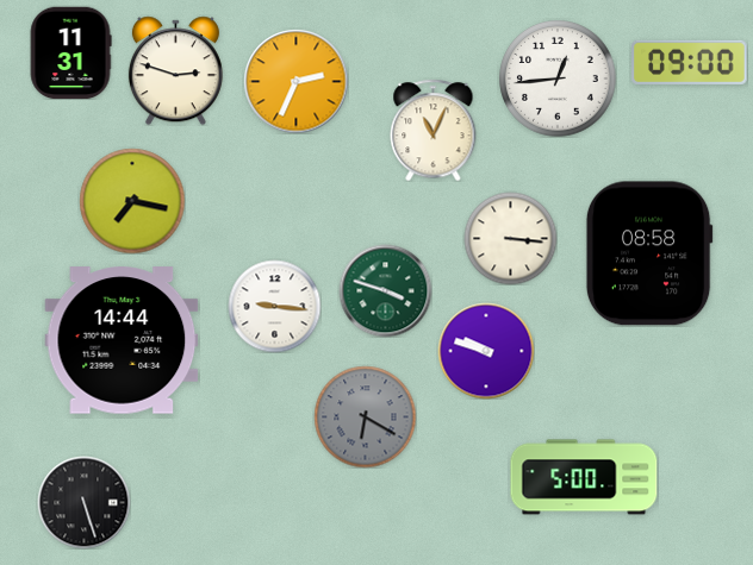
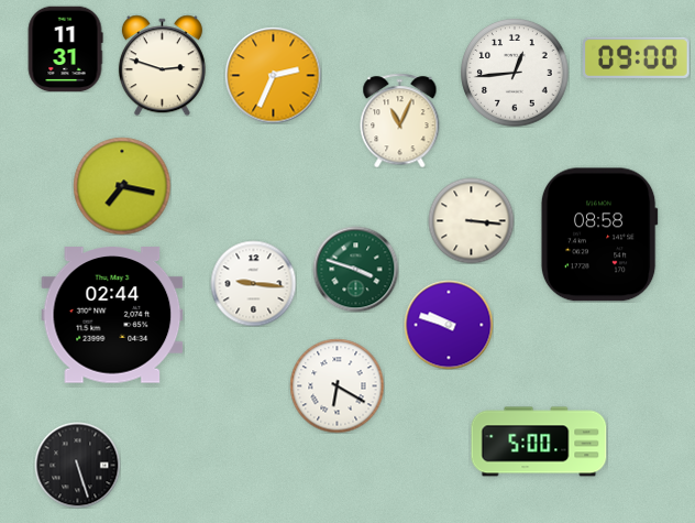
clock at (122, 340): 14:44 -> 02:44
clock at (365, 416) dial: grey -> white
